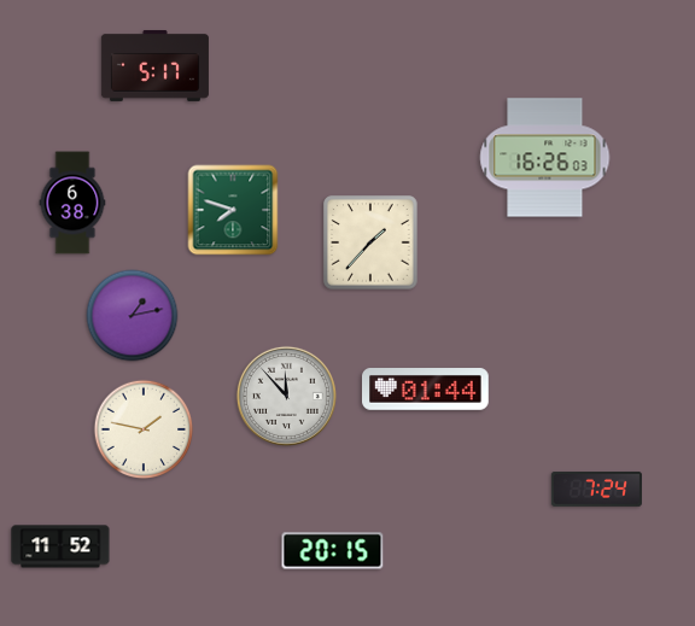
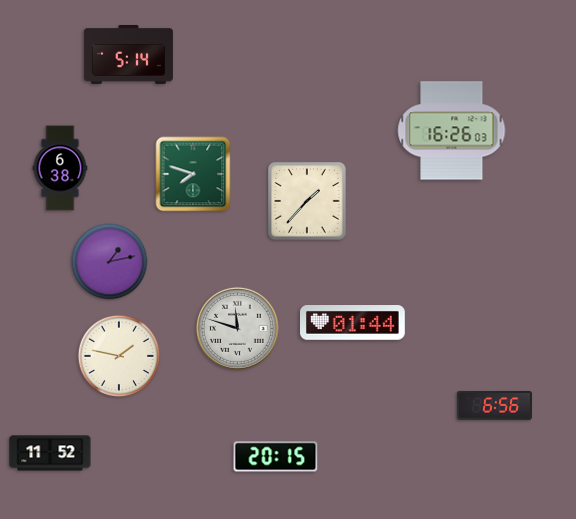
clock at (154, 65): 5:17 -> 5:14
clock at (286, 396): 11:53 -> 11:48
clock at (596, 488): 7:24 -> 6:56
